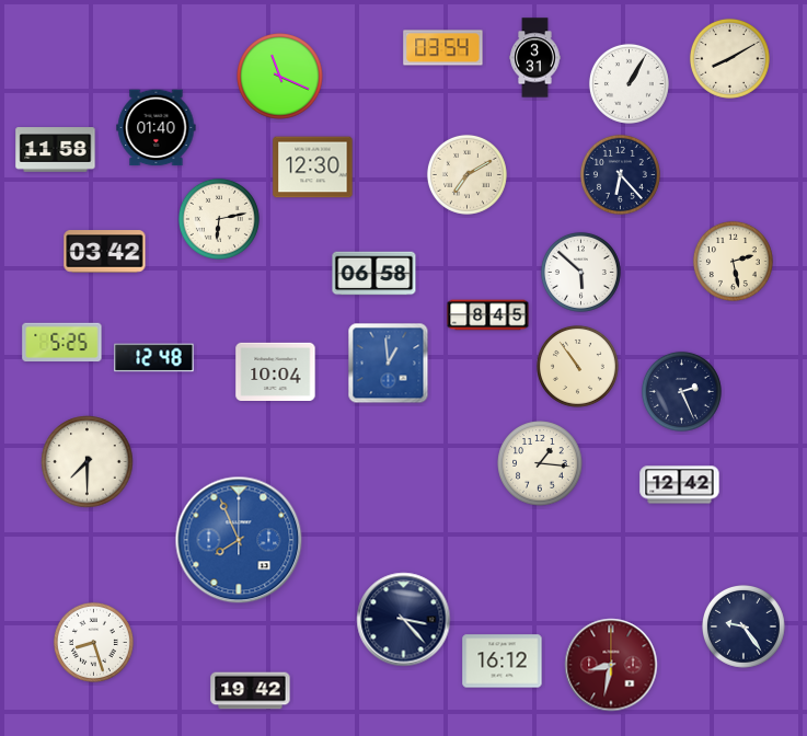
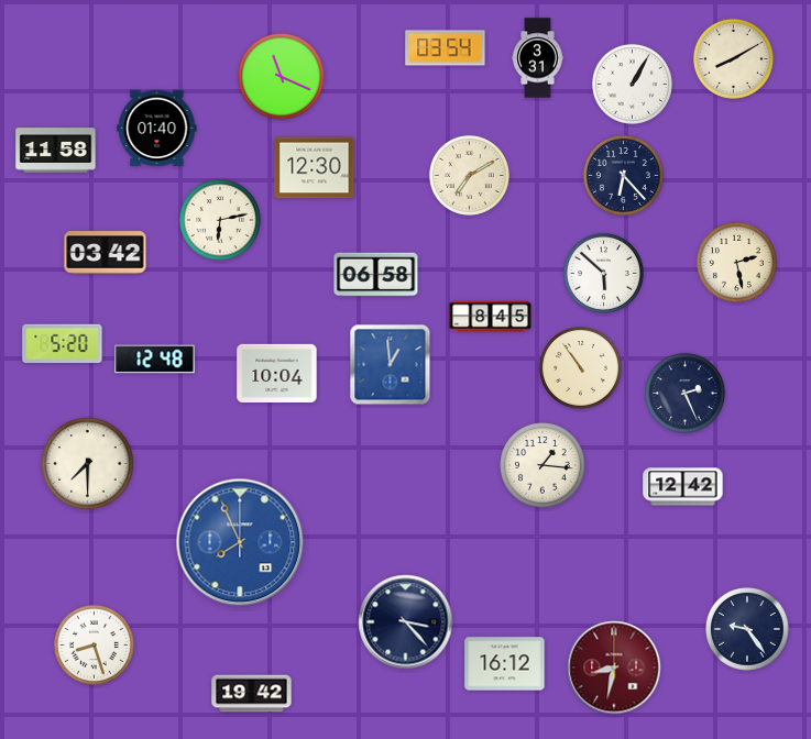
clock at (580, 272) position: (580, 272) -> (603, 273)
clock at (62, 343): 5:25 -> 5:20
